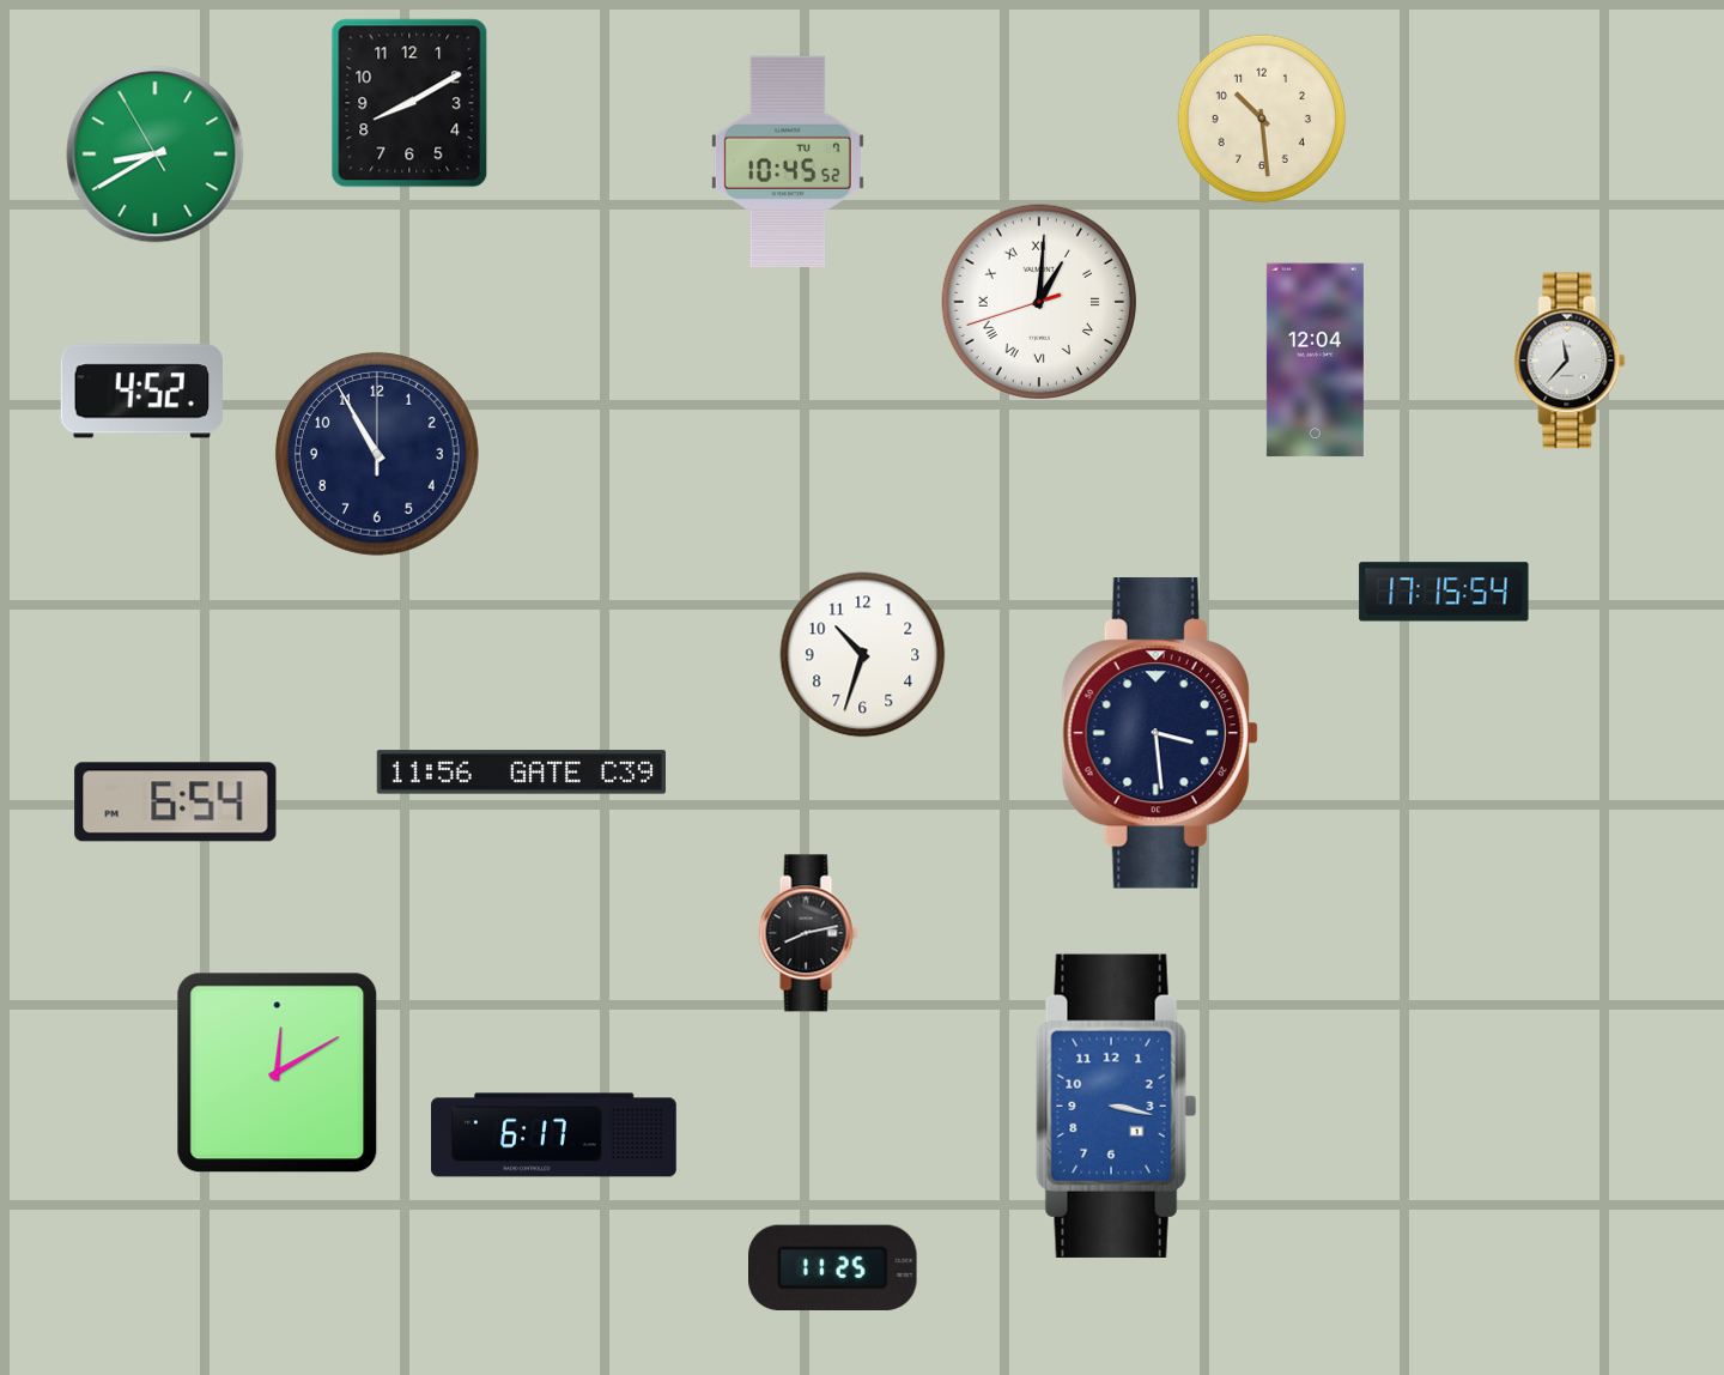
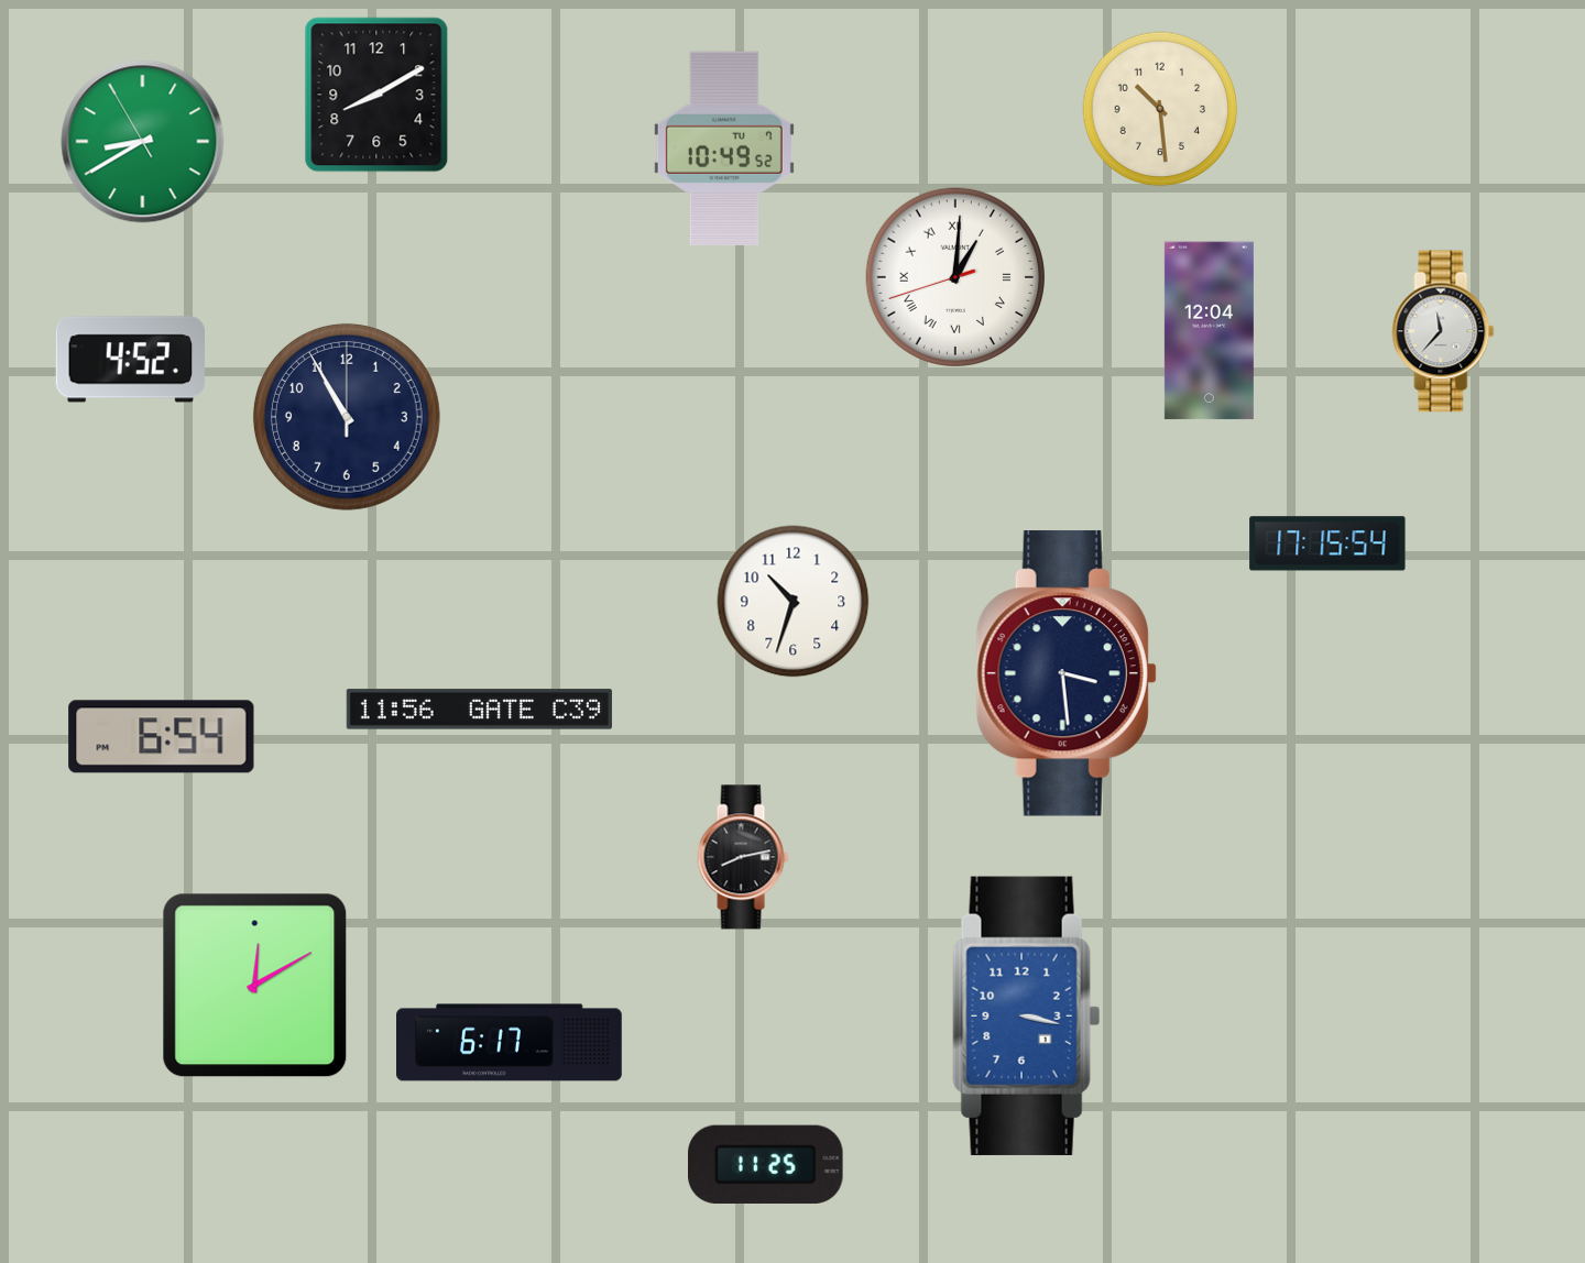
clock at (788, 162): 10:45 -> 10:49
